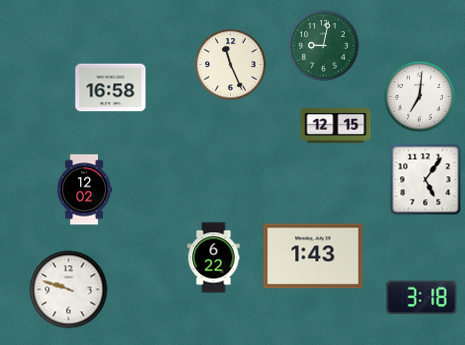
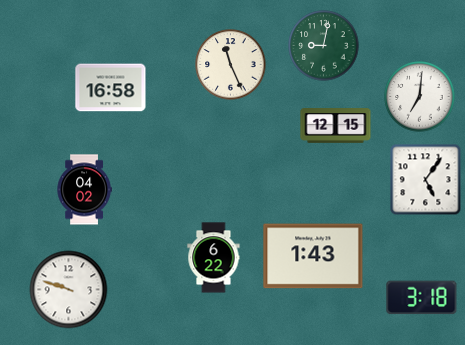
clock at (84, 190): 12:02 -> 04:02
